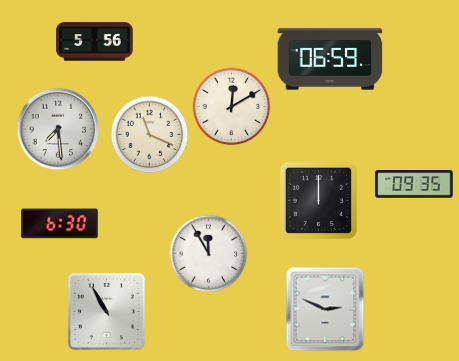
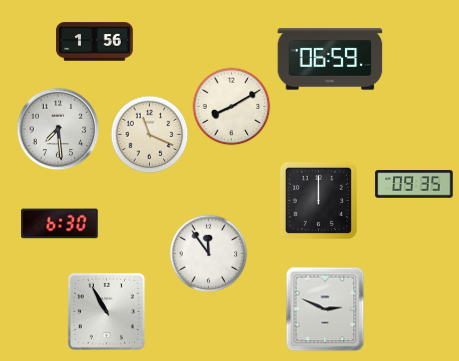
clock at (95, 42): 5:56 -> 1:56
clock at (231, 106): 12:10 -> 8:10
clock at (208, 253): 11:55 -> 11:54
